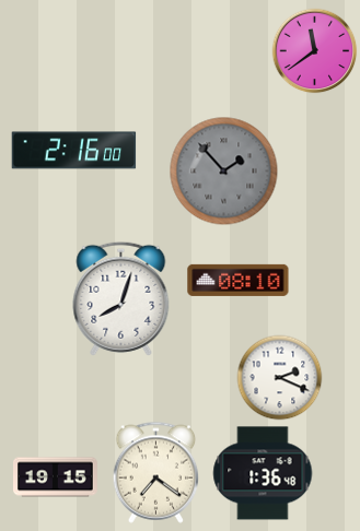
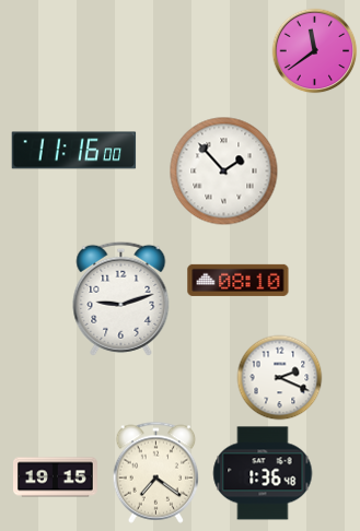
clock at (74, 151): 2:16 -> 11:16
clock at (224, 172) dial: grey -> white
clock at (121, 298): 8:03 -> 9:12
